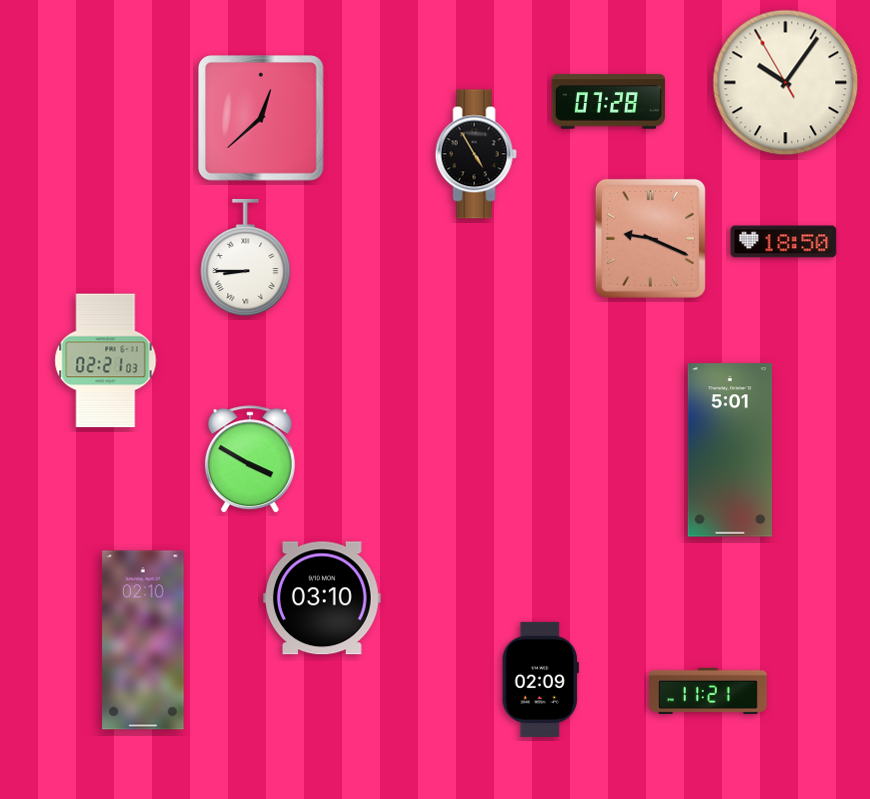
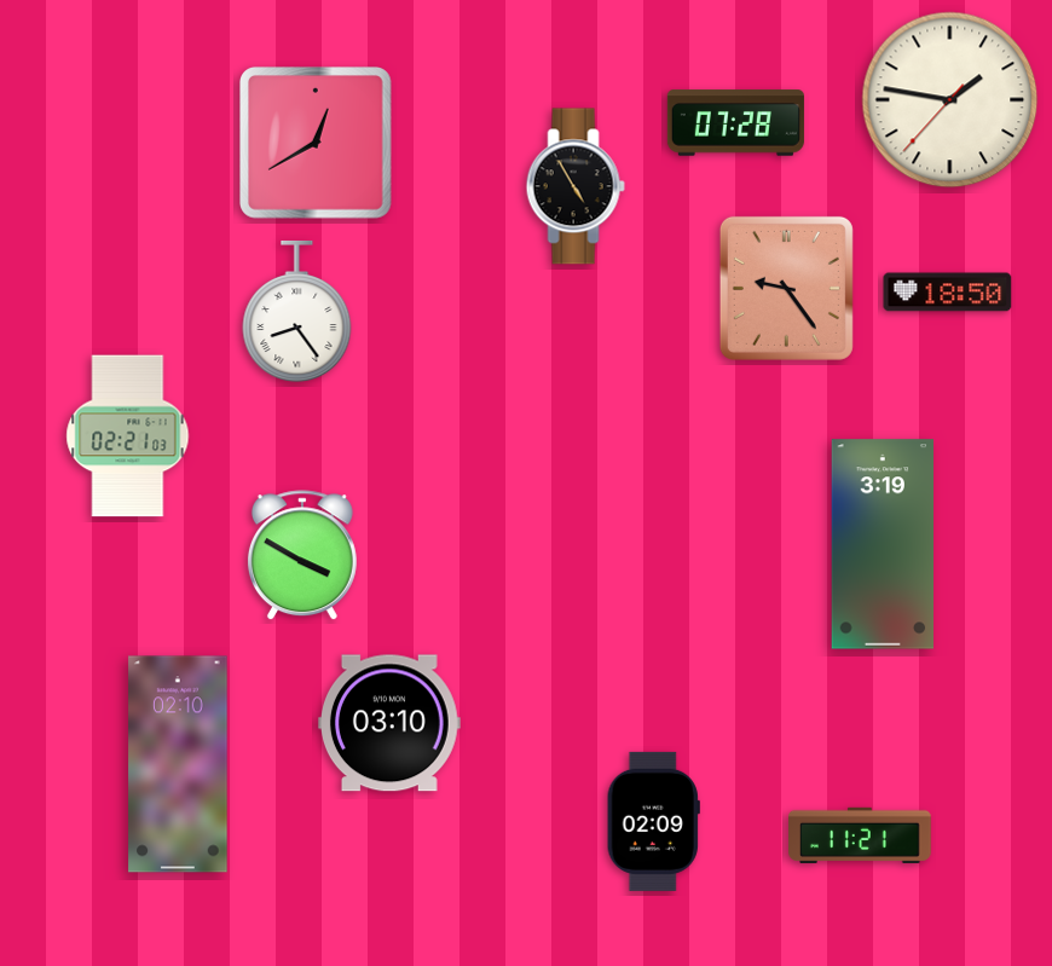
clock at (786, 83): 10:05 -> 1:46
clock at (262, 119): 12:38 -> 12:40
clock at (650, 238): 9:19 -> 9:24
clock at (246, 258): 8:45 -> 8:24
clock at (729, 450): 5:01 -> 3:19
clock at (143, 640) position: (143, 640) -> (178, 764)
clock at (709, 691) position: (709, 691) -> (861, 835)
